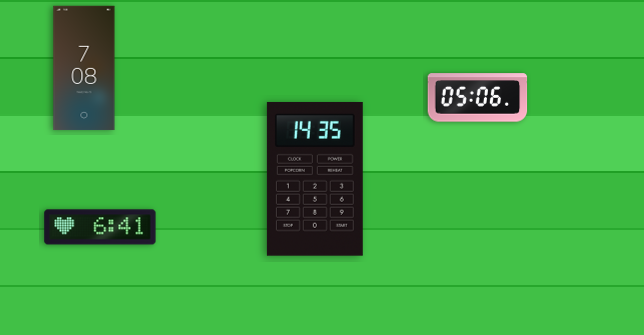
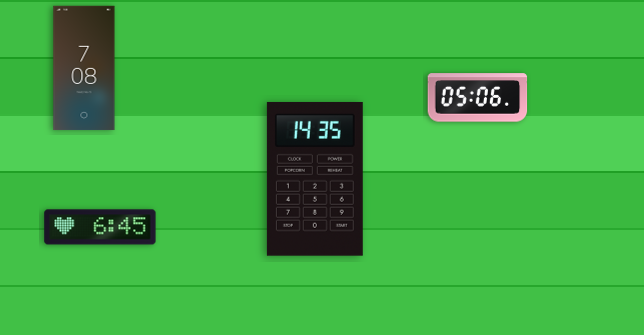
clock at (100, 227): 6:41 -> 6:45
